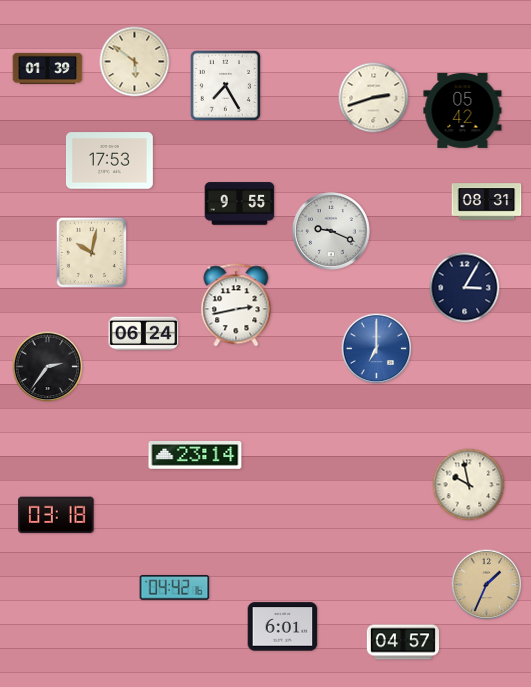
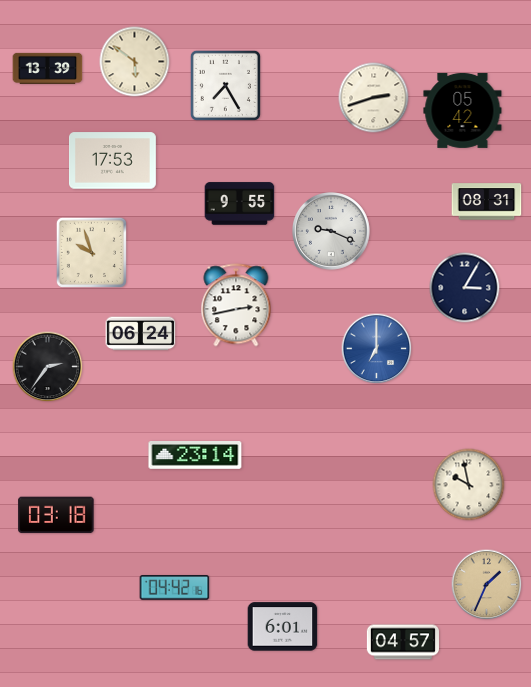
clock at (48, 68): 01:39 -> 13:39
clock at (110, 161) position: (110, 161) -> (113, 161)
clock at (91, 252): 10:02 -> 9:57
clock at (144, 334) position: (144, 334) -> (141, 334)
